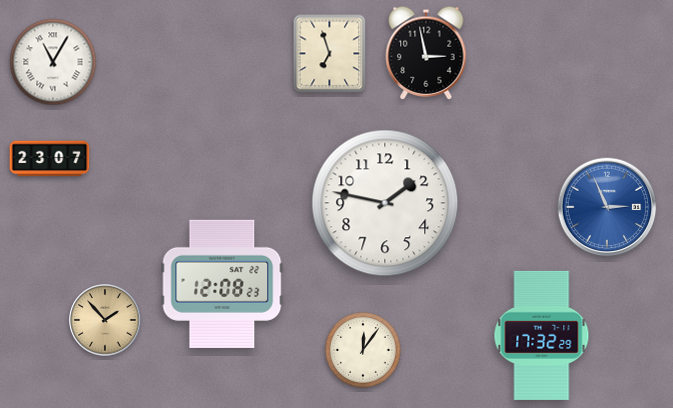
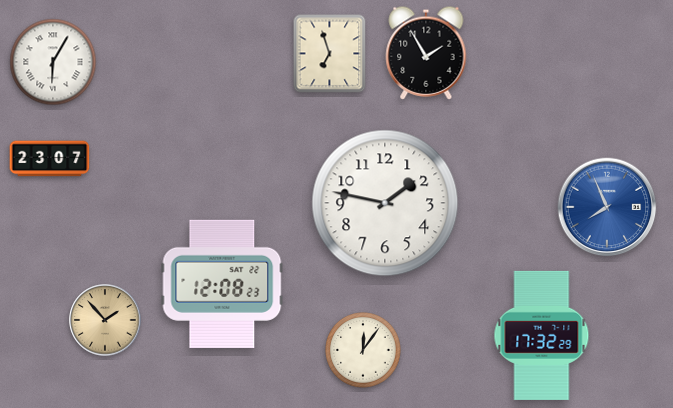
clock at (426, 53): 2:58 -> 1:55
clock at (53, 62): 11:05 -> 6:05
clock at (607, 207): 2:56 -> 7:56
